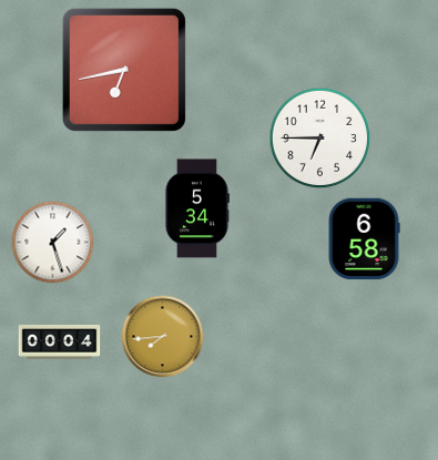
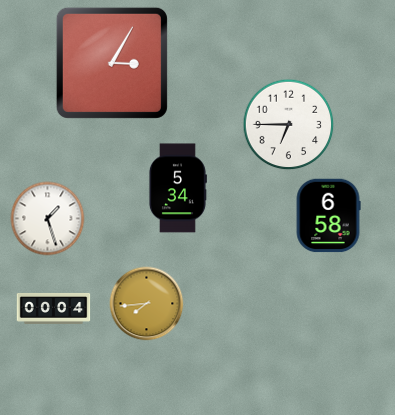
clock at (124, 70): 6:43 -> 3:05
